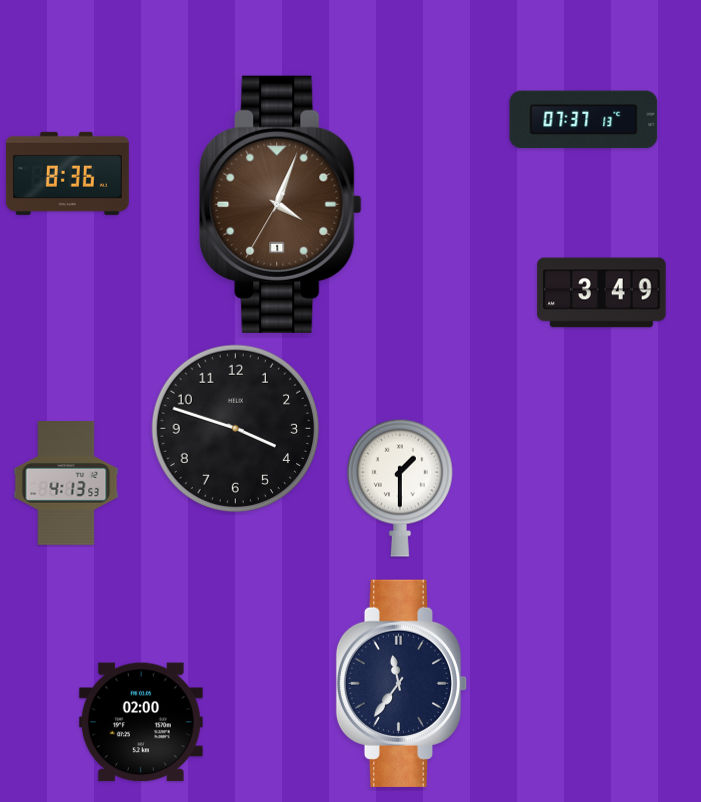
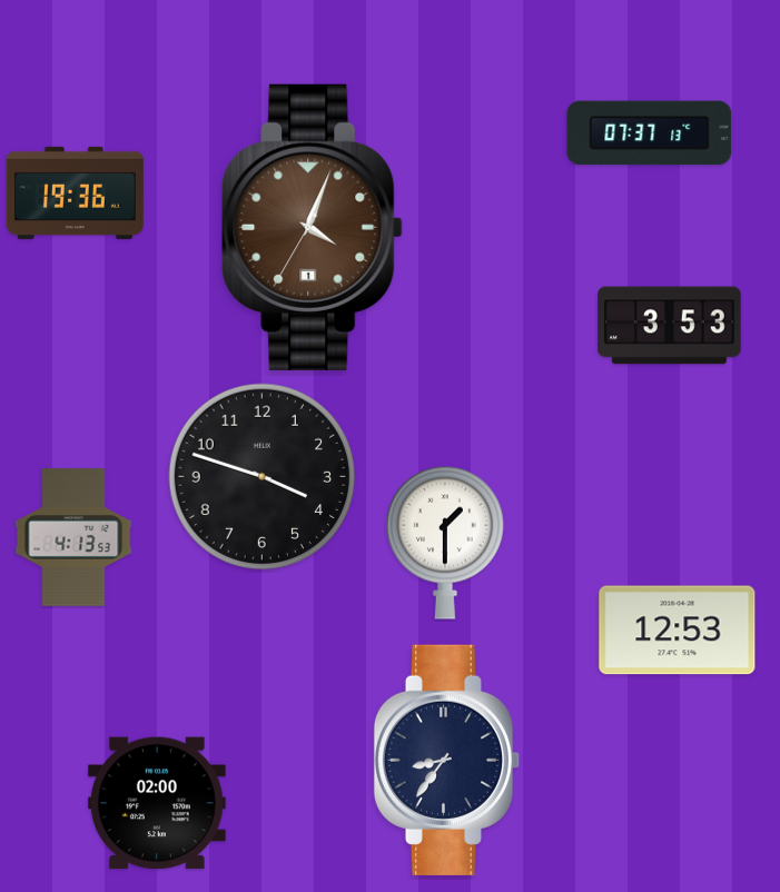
clock at (67, 173): 8:36 -> 19:36
clock at (602, 293): 3:49 -> 3:53
clock at (678, 631): none -> 12:53
clock at (402, 683): 11:36 -> 8:36
